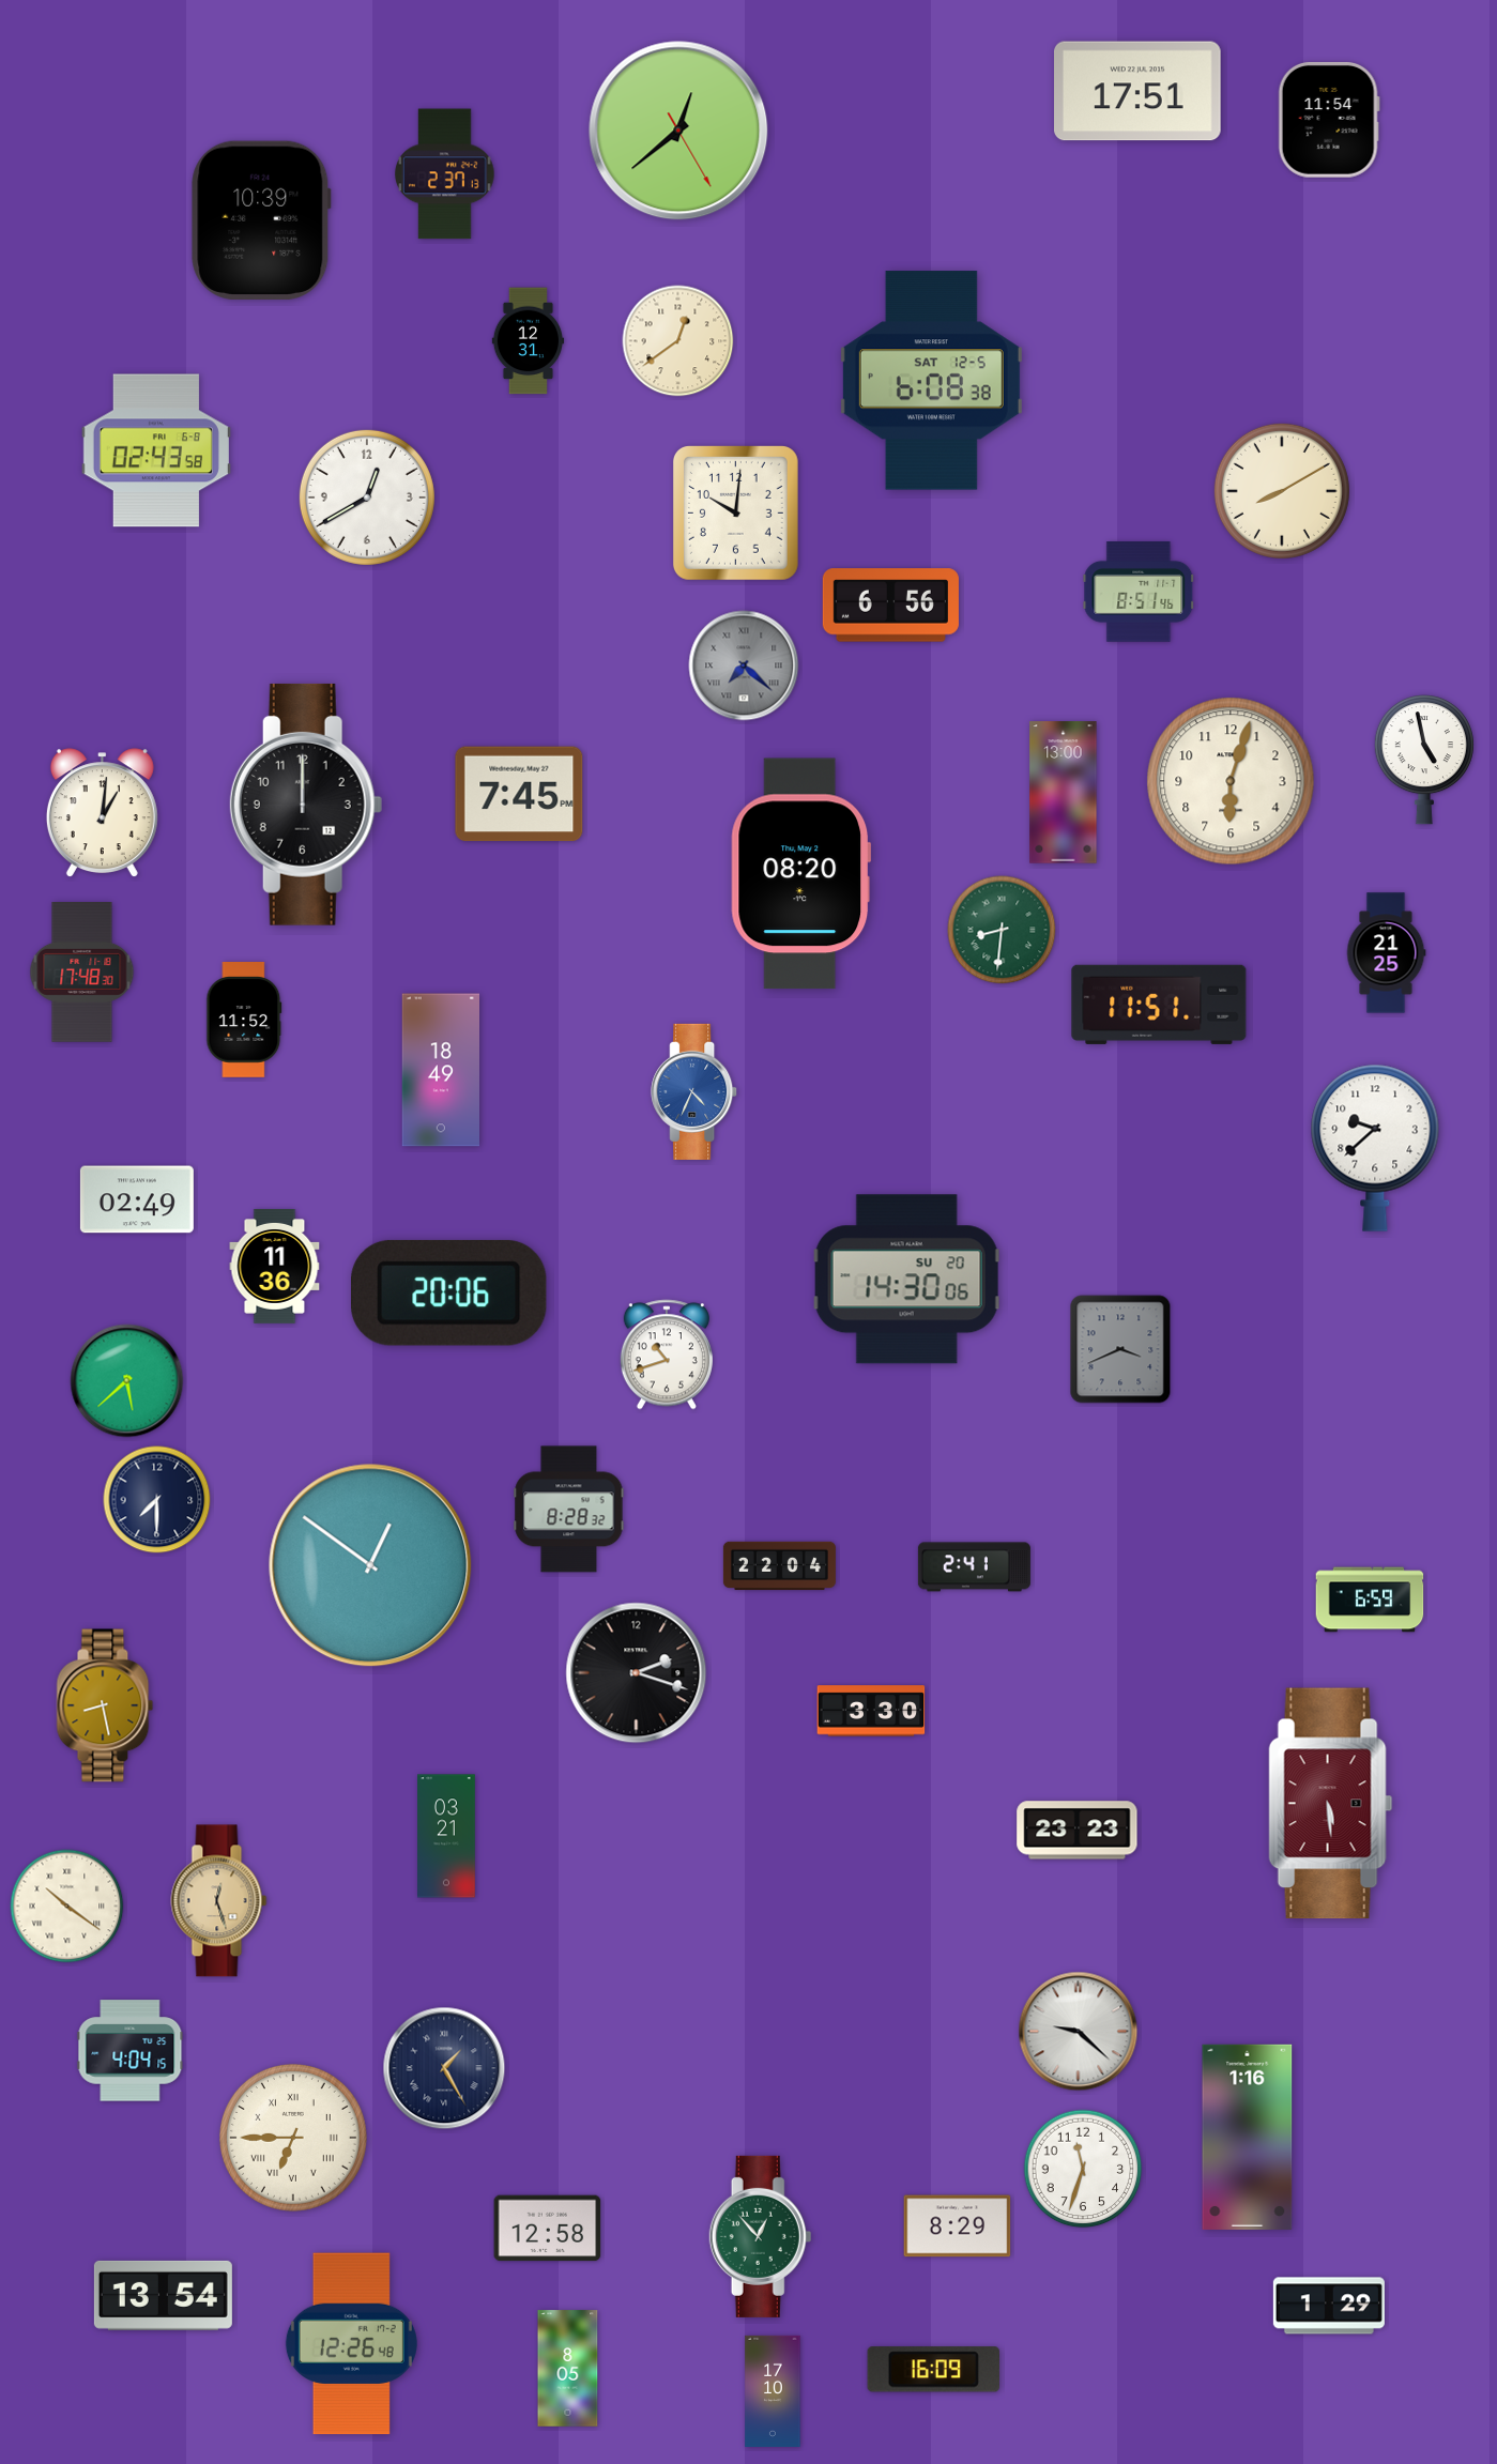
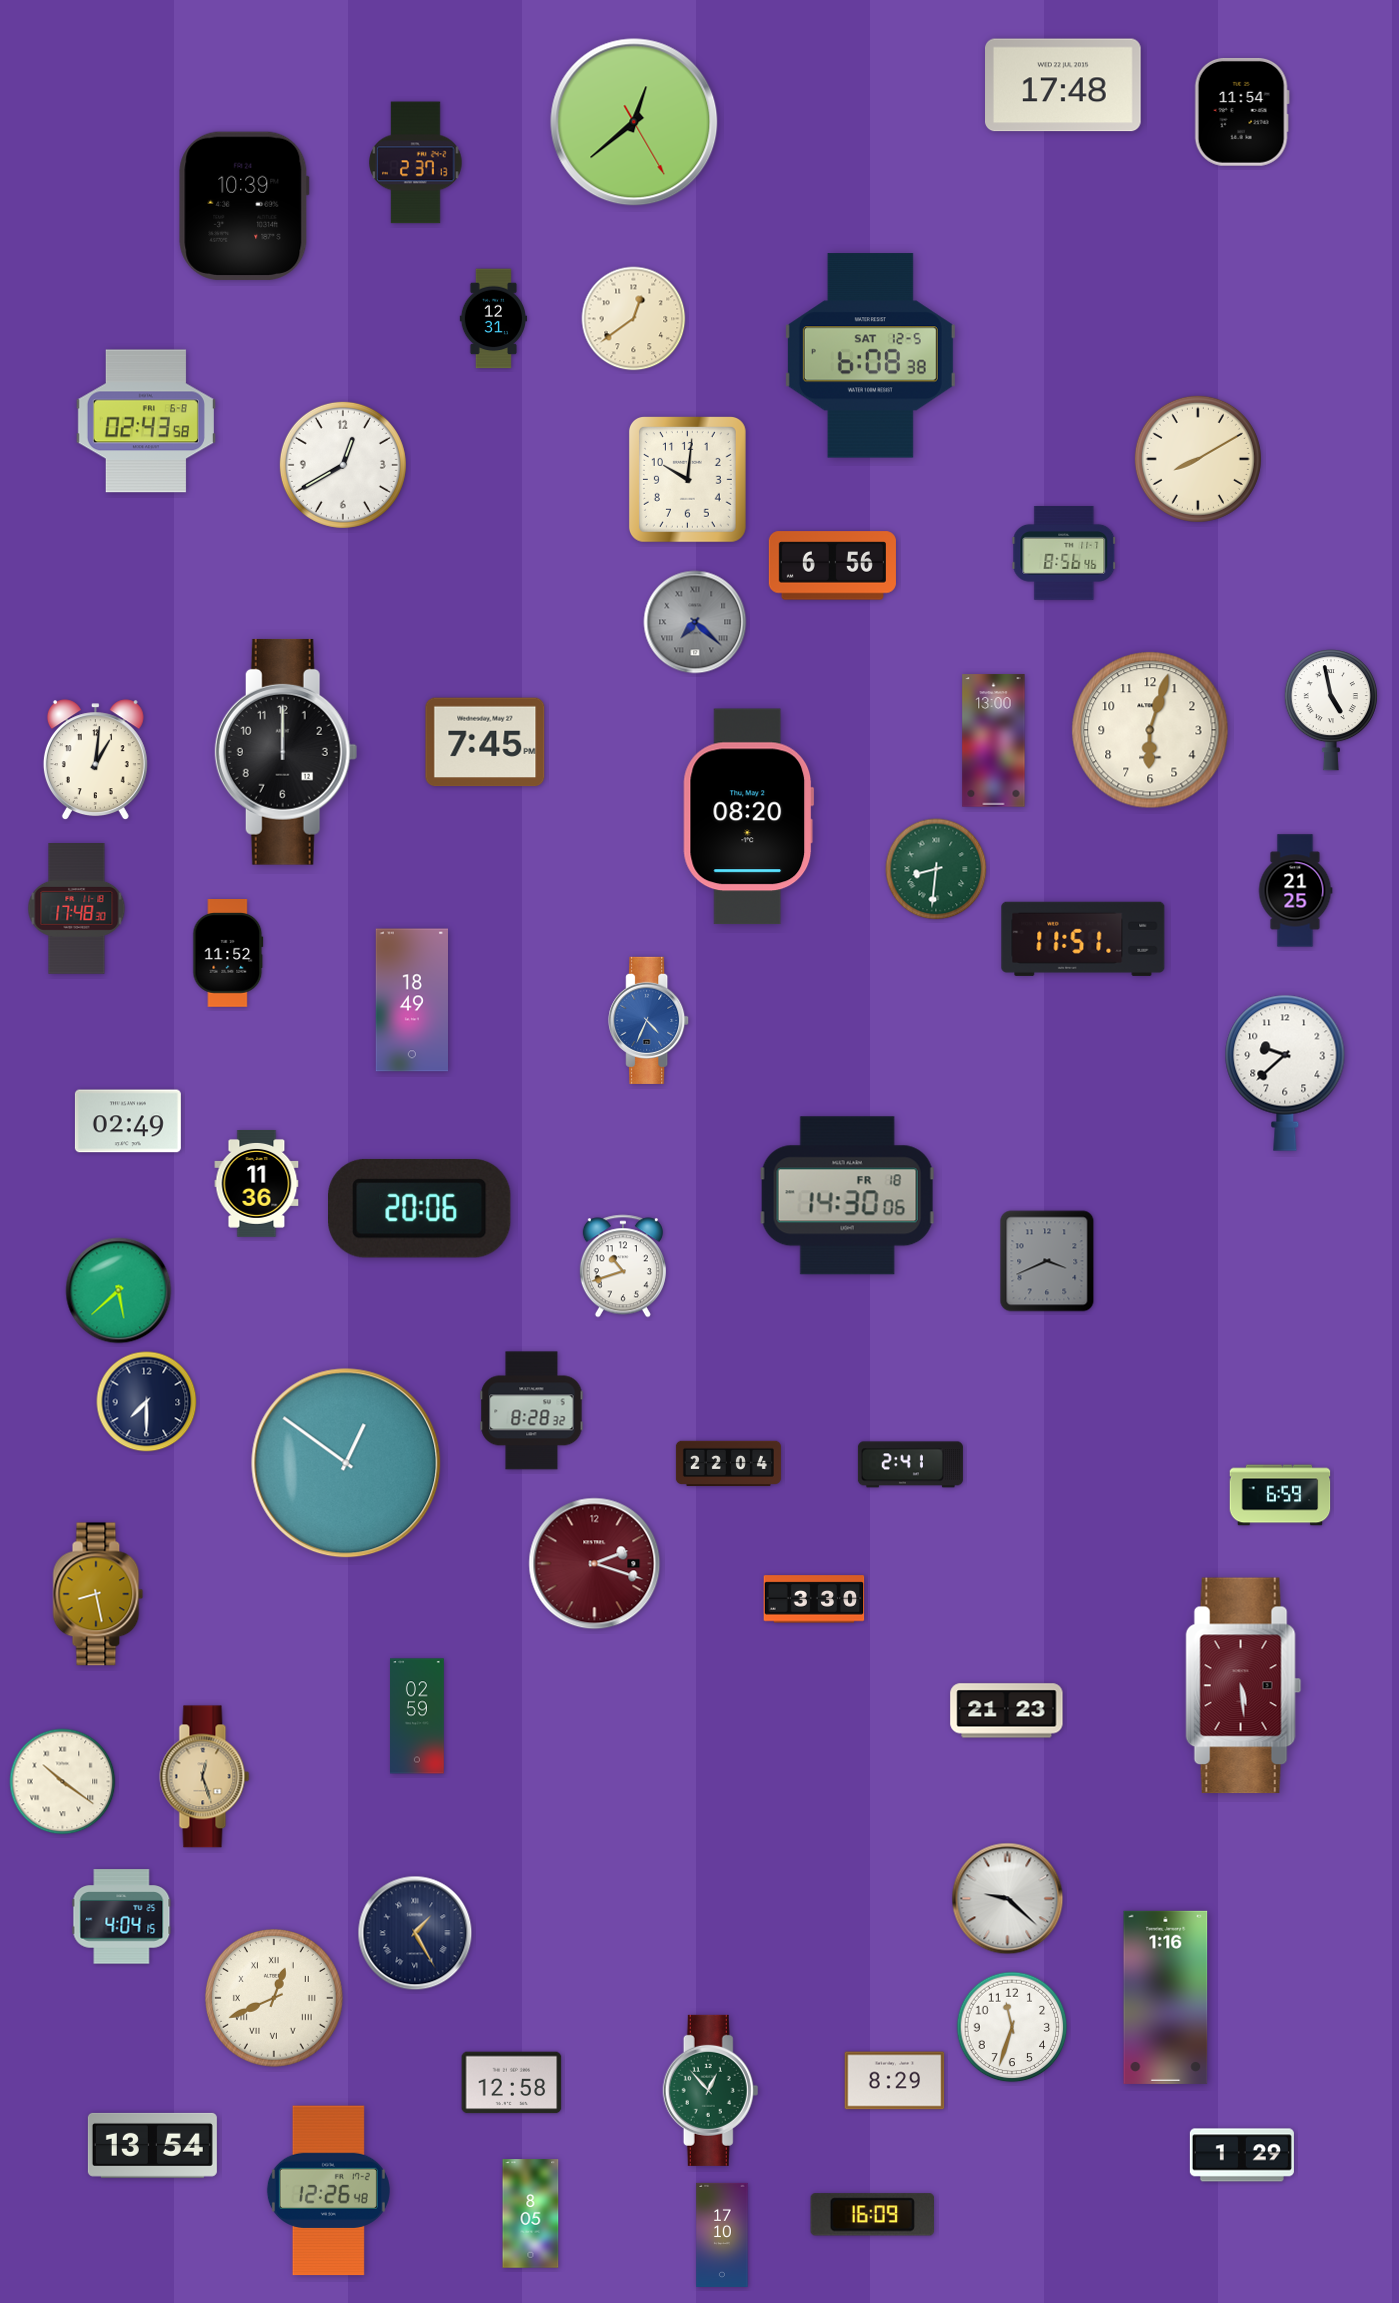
clock at (1139, 91): 17:51 -> 17:48
clock at (1139, 593): 8:51 -> 8:56
clock at (907, 1280) date: SU 20 -> FR 18
clock at (637, 1673) dial: black -> burgundy
clock at (1078, 1831): 23:23 -> 21:23
clock at (447, 1836): 03:21 -> 02:59
clock at (293, 2138): 6:45 -> 12:41
